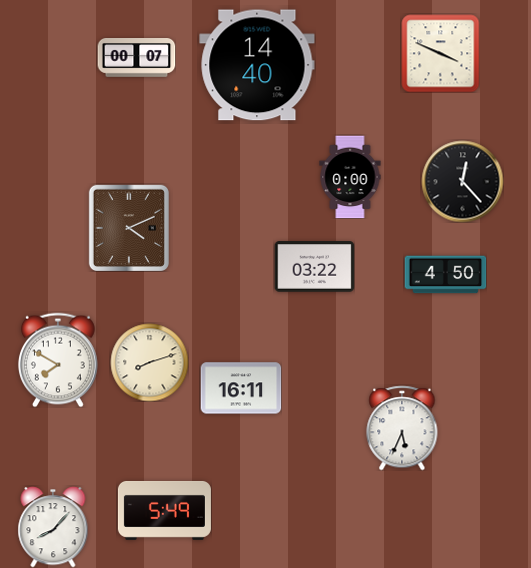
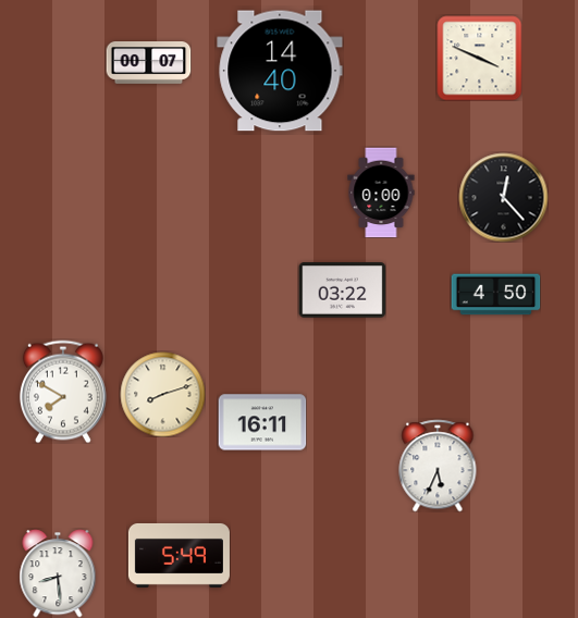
clock at (128, 228): 4:11 -> none
clock at (445, 275) position: (445, 275) -> (495, 295)
clock at (53, 527): 8:07 -> 8:29
